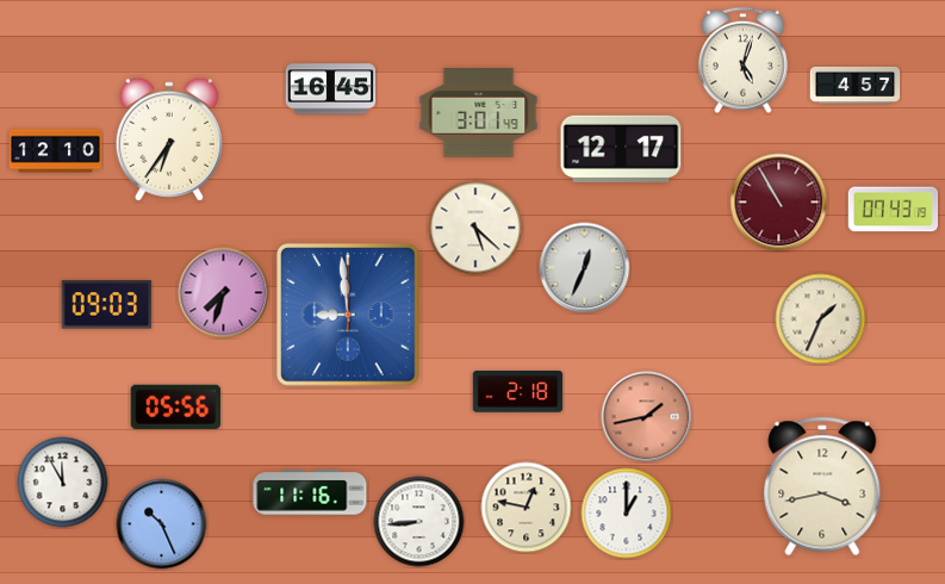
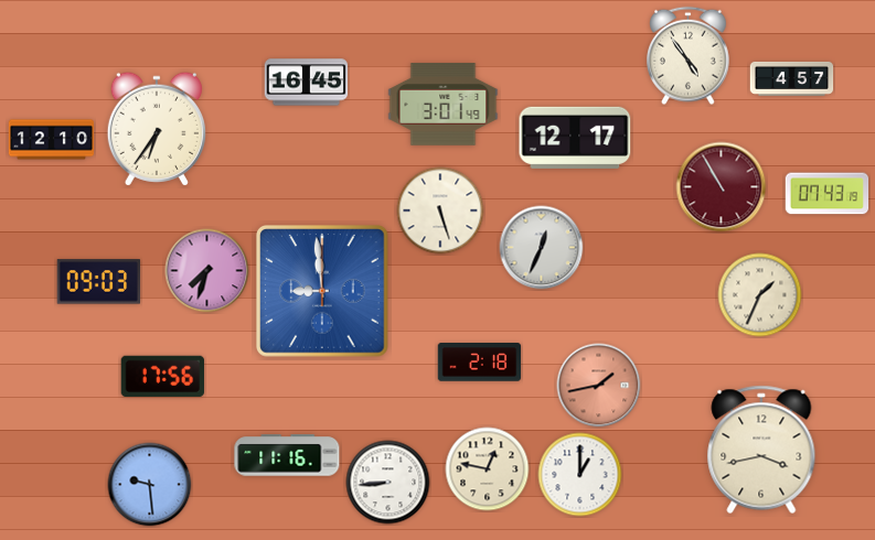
clock at (744, 61): 5:03 -> 4:54
clock at (475, 228): 5:22 -> 5:27
clock at (175, 406): 05:56 -> 17:56
clock at (63, 483): 11:55 -> none
clock at (162, 524): 10:26 -> 9:29
